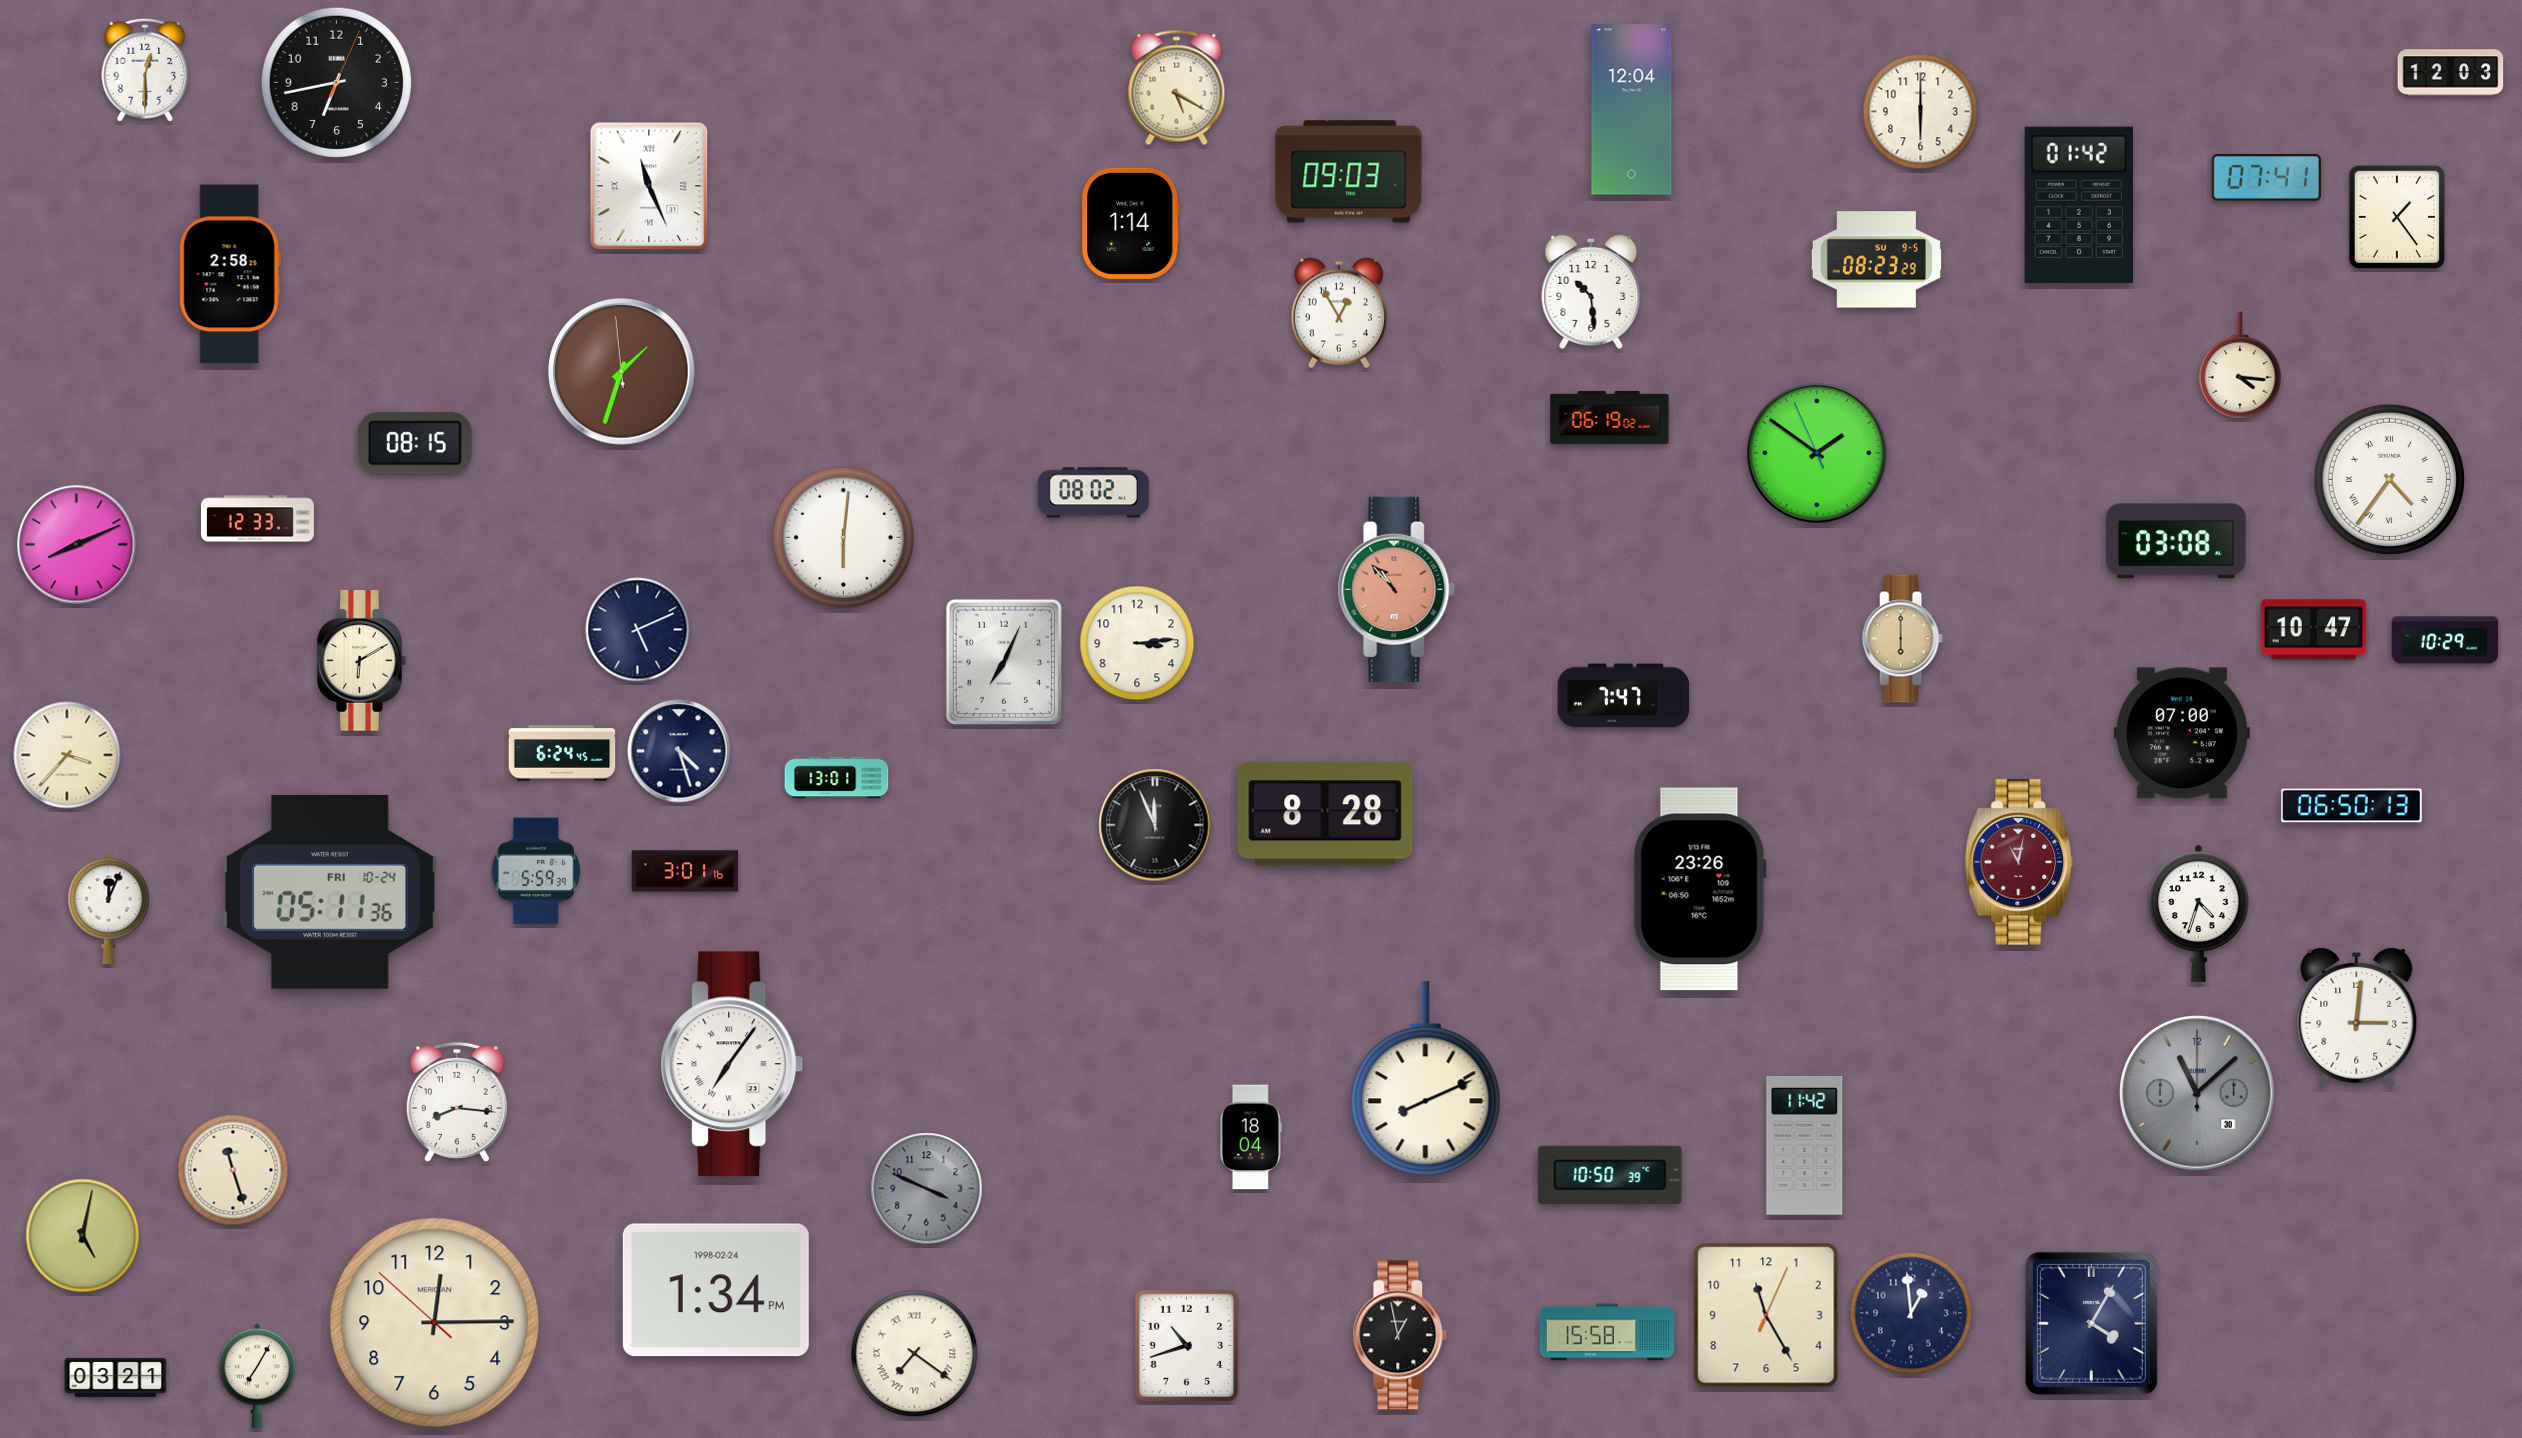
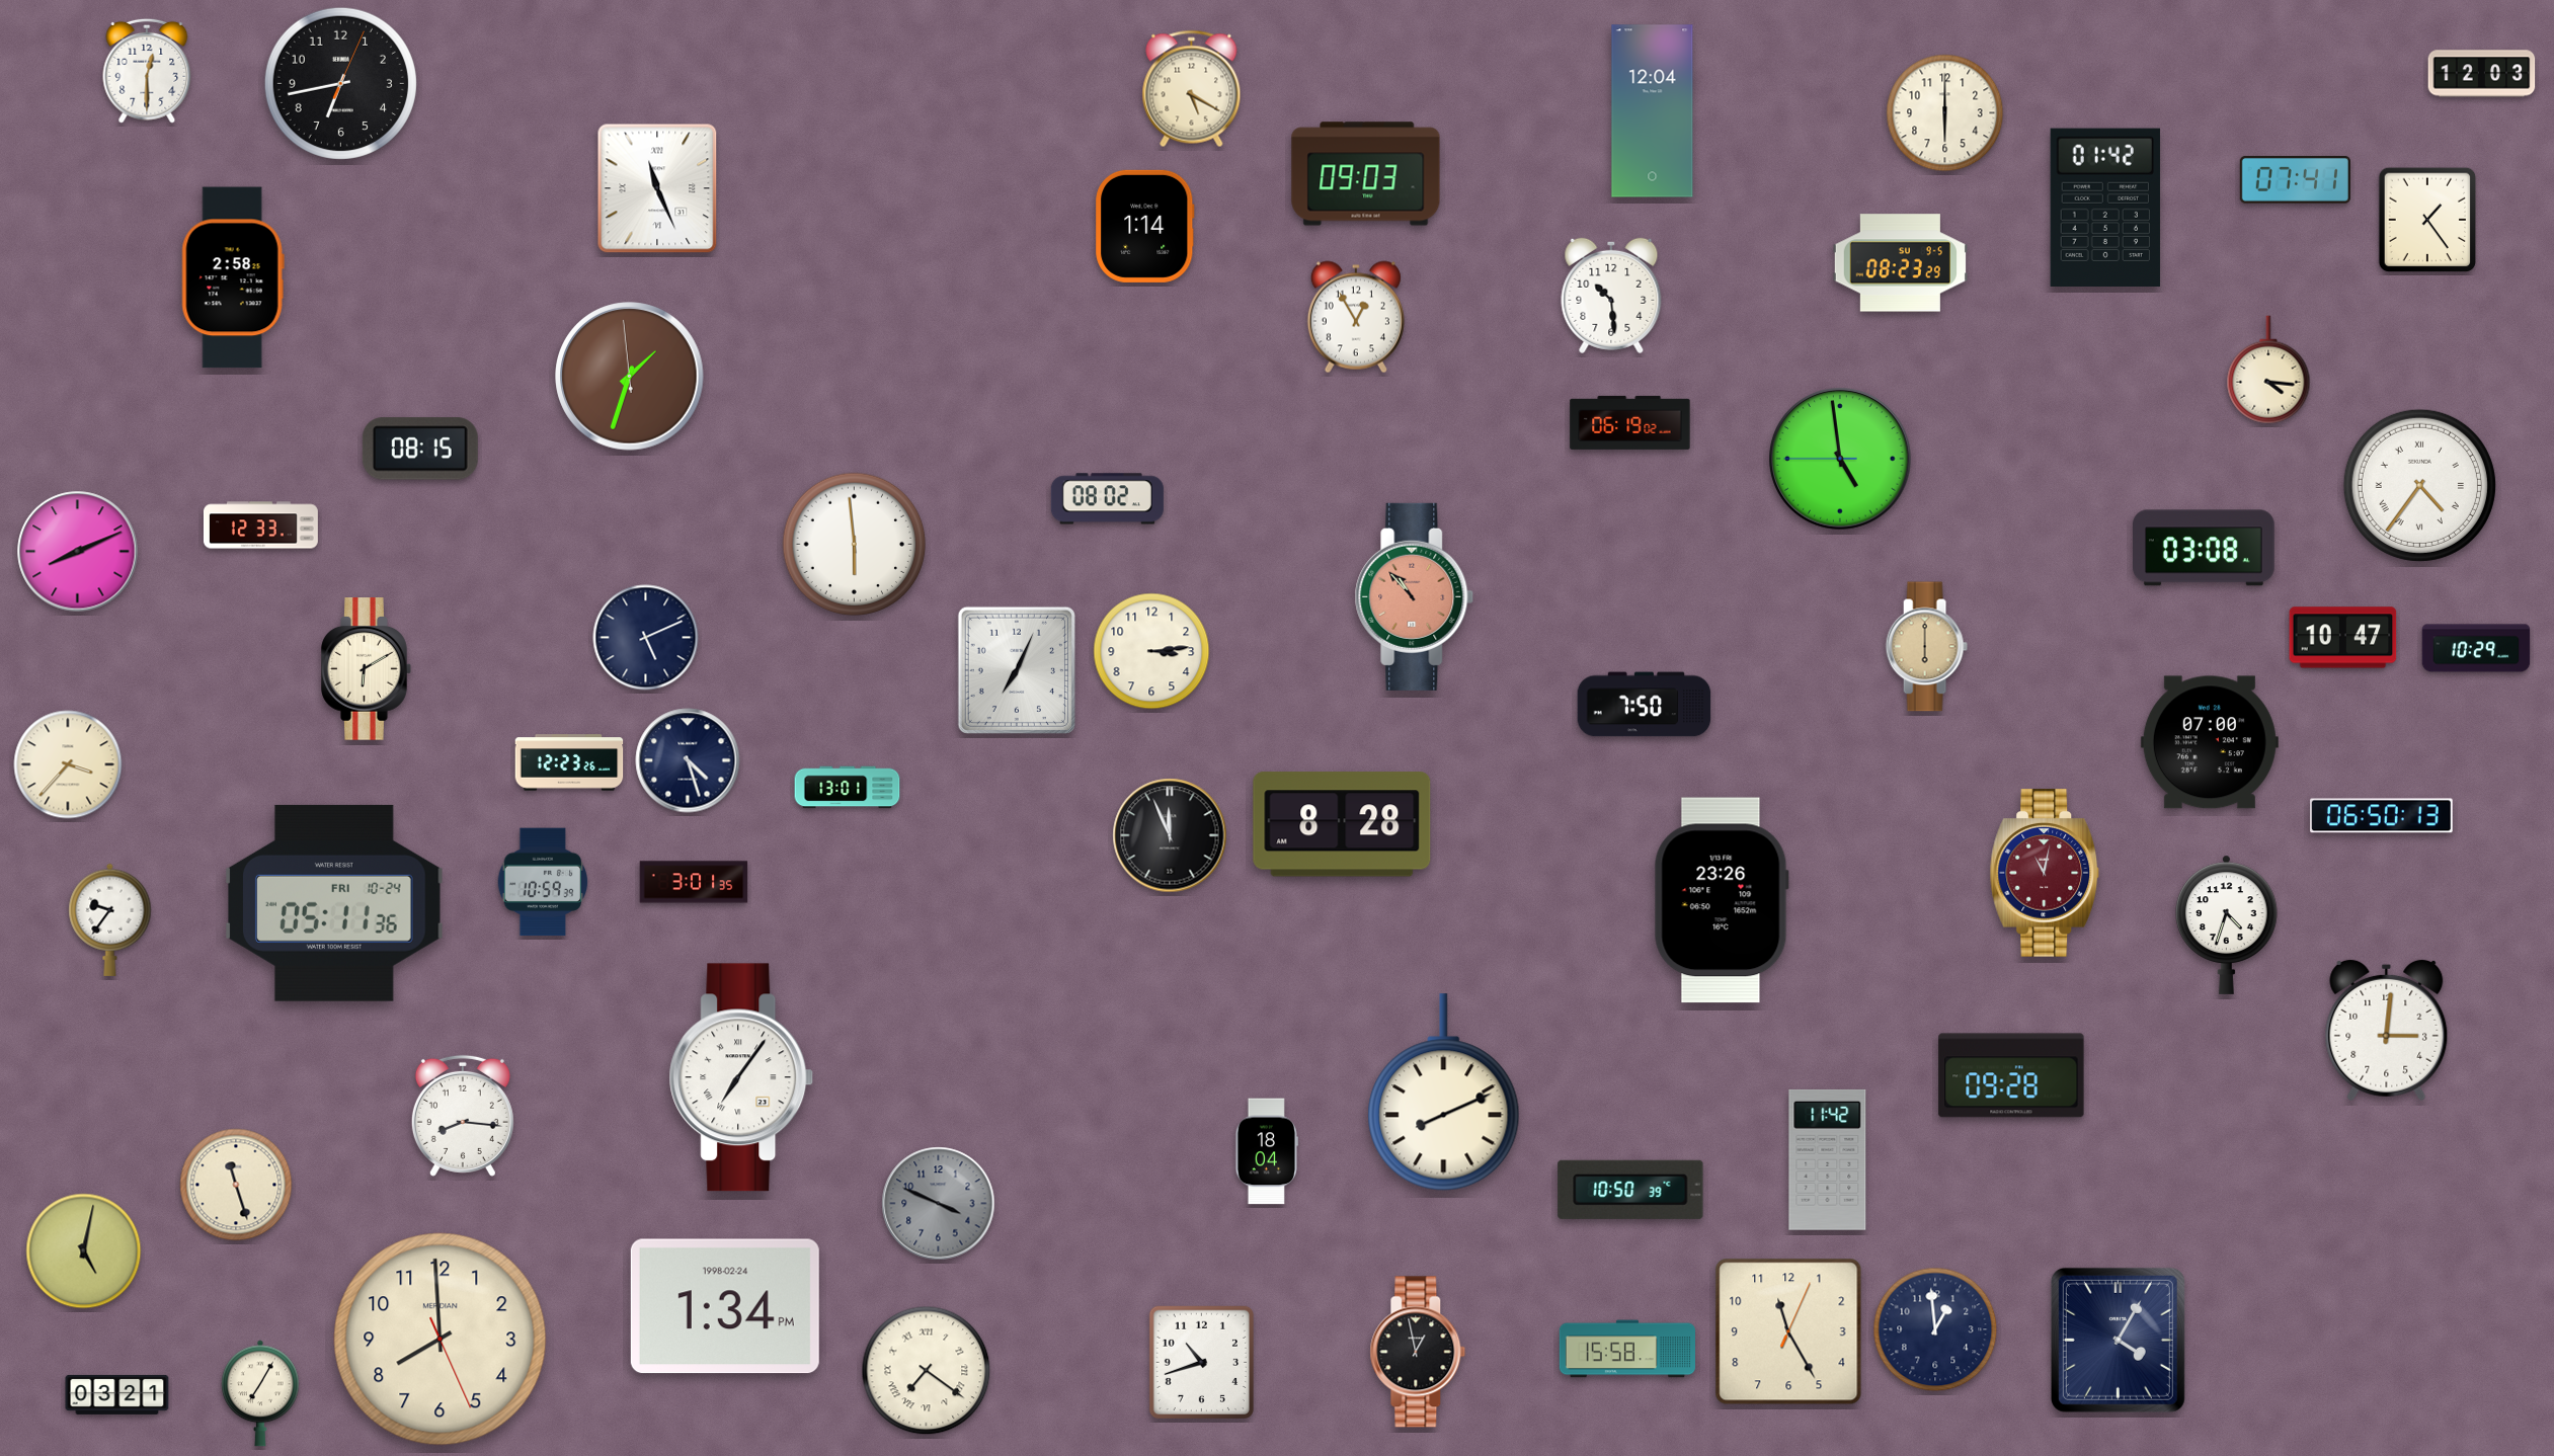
clock at (1817, 453): 1:50 -> 4:58
clock at (844, 538): 6:01 -> 5:59
clock at (1624, 696): 7:47 -> 7:50
clock at (562, 753): 6:24 -> 12:23
clock at (536, 871): 5:59 -> 10:59
clock at (685, 871): 3:01:16 -> 3:01:35
clock at (109, 908): 12:04 -> 9:36
clock at (2011, 1075): none -> 09:28
clock at (2197, 1093): 11:08 -> none
clock at (435, 1323): 12:14 -> 7:59
